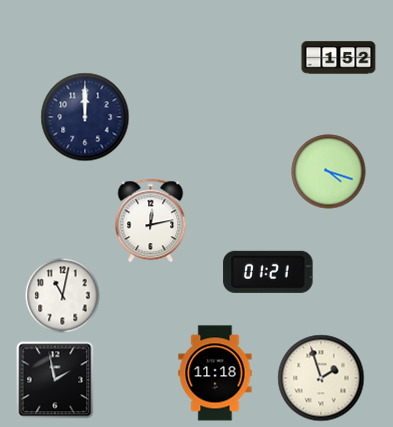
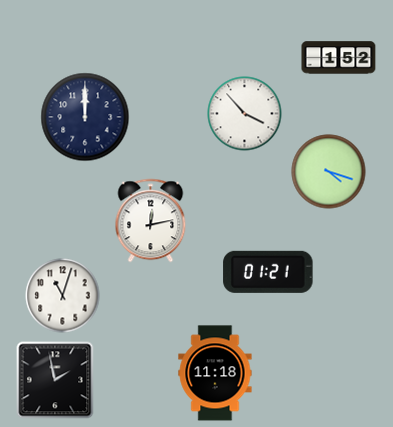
clock at (245, 114): none -> 3:53
clock at (63, 296): 11:02 -> 11:03
clock at (321, 378): 1:57 -> none
